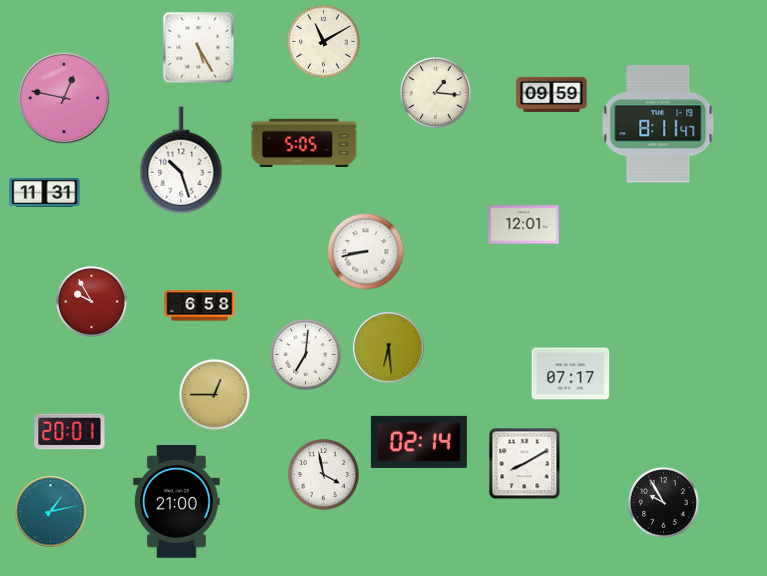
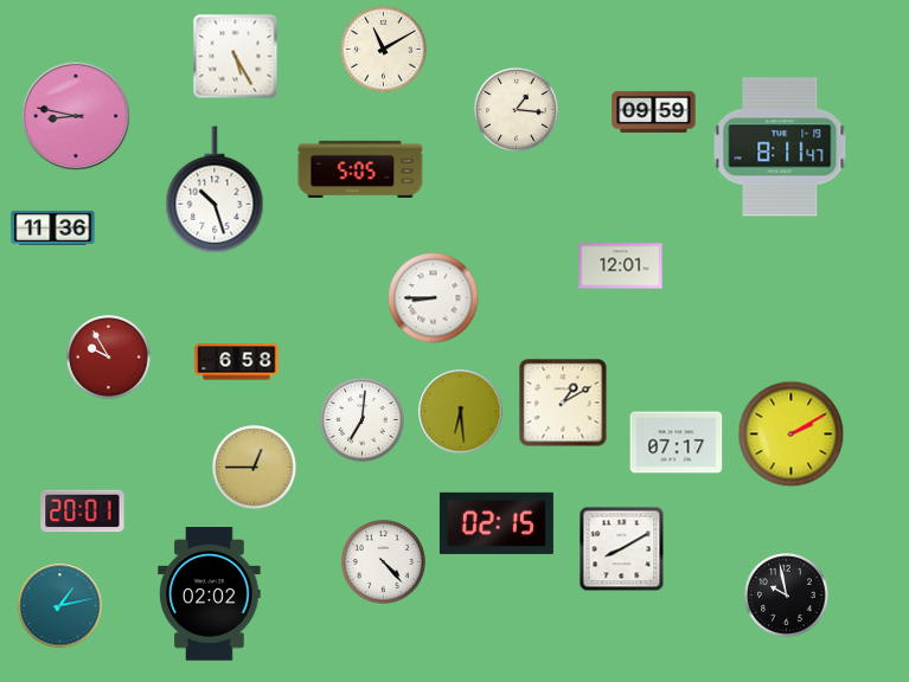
clock at (64, 98): 12:47 -> 8:47
clock at (45, 192): 11:31 -> 11:36
clock at (366, 252): 8:43 -> 8:45
clock at (563, 403): none -> 1:10
clock at (792, 435): none -> 2:10
clock at (419, 442): 02:14 -> 02:15
clock at (324, 475): 3:58 -> 4:23
clock at (177, 502): 21:00 -> 02:02
clock at (664, 503): 9:55 -> 9:58
